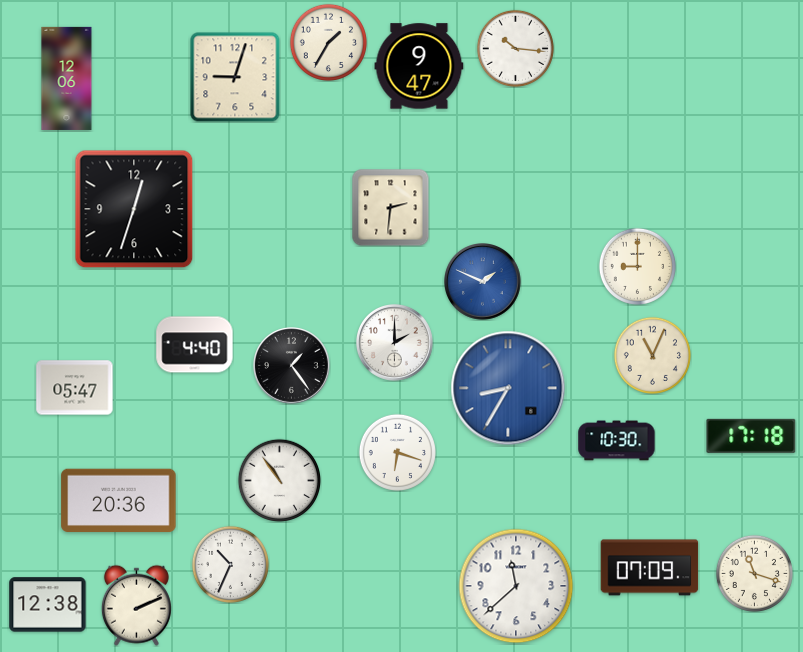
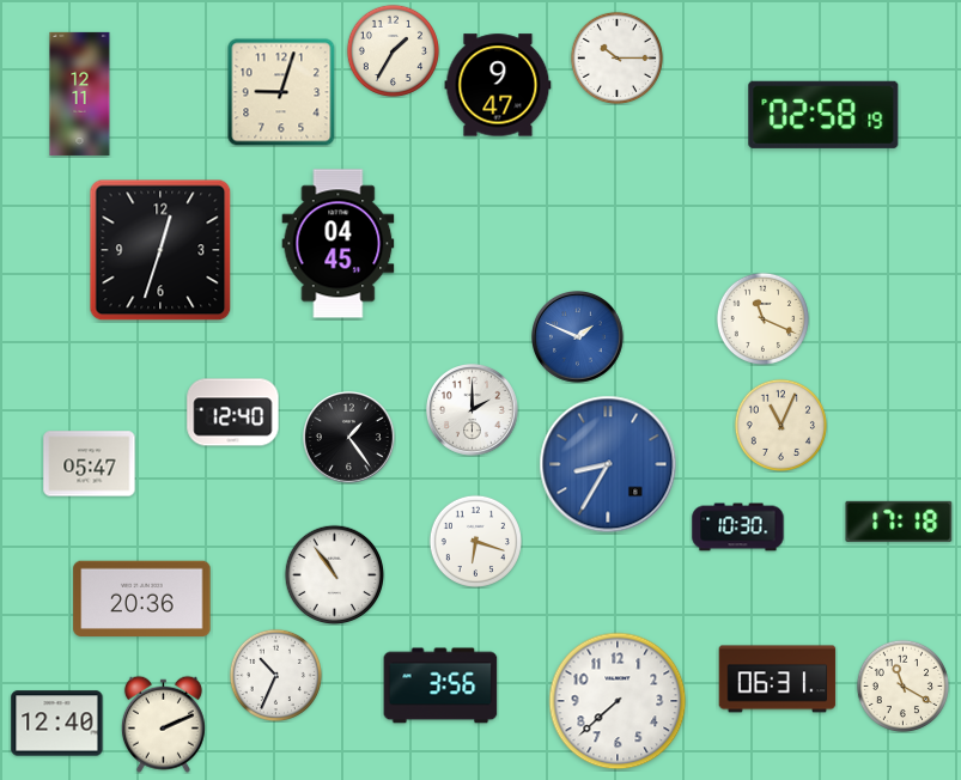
clock at (515, 48): 10:16 -> 10:15
clock at (419, 66) position: (419, 66) -> (498, 85)
clock at (67, 78): 12:06 -> 12:11
clock at (823, 115): none -> 02:58
clock at (339, 244): none -> 04:45
clock at (390, 207): 2:31 -> none
clock at (637, 266): 9:00 -> 11:19
clock at (195, 345): 4:40 -> 12:40
clock at (650, 568): 07:09 -> 06:31
clock at (440, 685): none -> 3:56
clock at (754, 573): 11:18 -> 11:20
clock at (516, 586): 11:38 -> 7:38
clock at (48, 605): 12:38 -> 12:40
